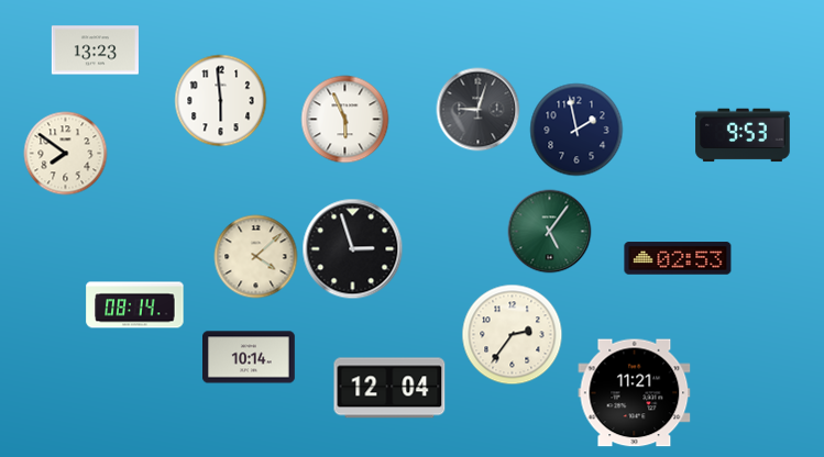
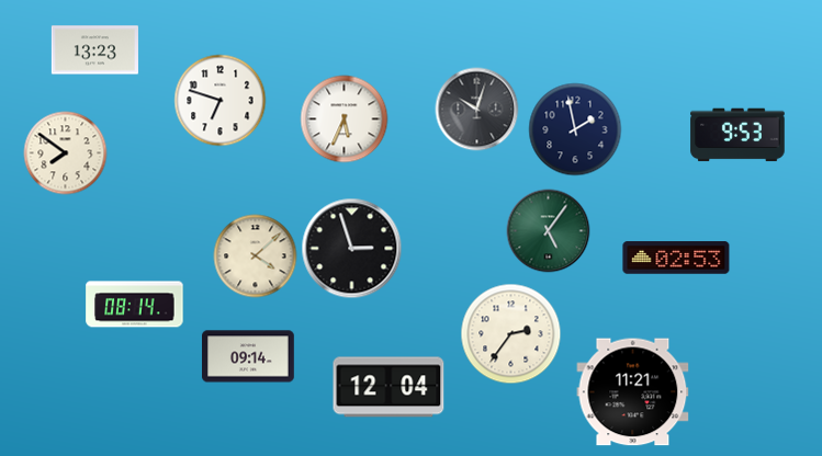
clock at (221, 101): 5:59 -> 6:48
clock at (479, 110): 9:03 -> 10:03
clock at (345, 120): 5:56 -> 5:34
clock at (743, 135) position: (743, 135) -> (737, 135)
clock at (250, 357): 10:14 -> 09:14
